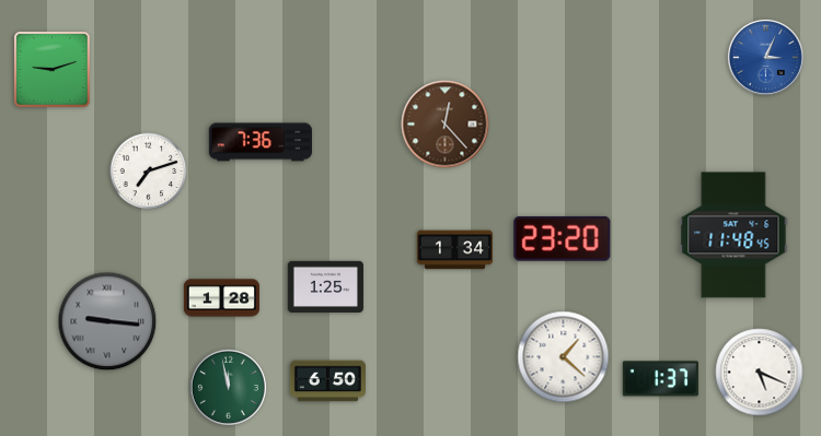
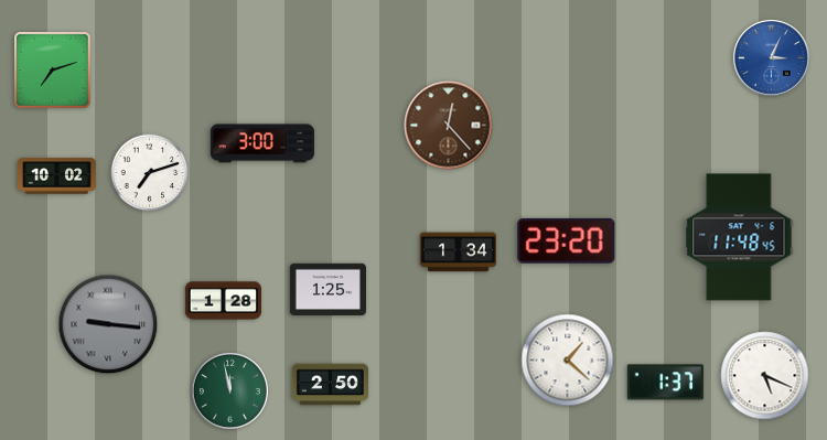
clock at (53, 70): 9:12 -> 7:12
clock at (259, 142): 7:36 -> 3:00
clock at (57, 176): none -> 10:02
clock at (327, 381): 6:50 -> 2:50
